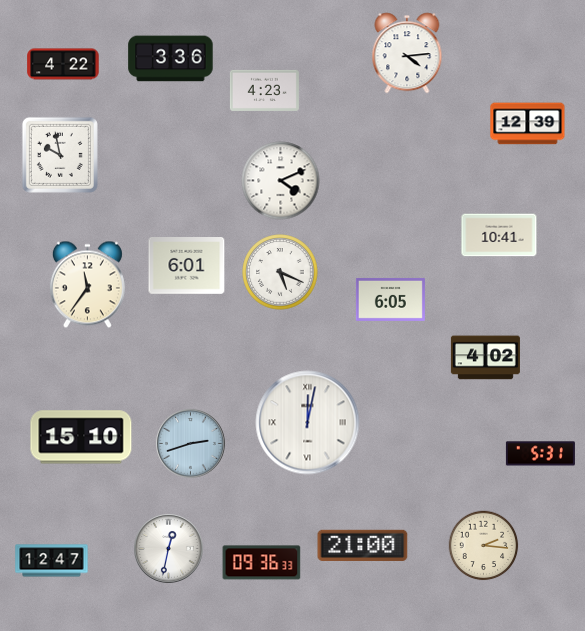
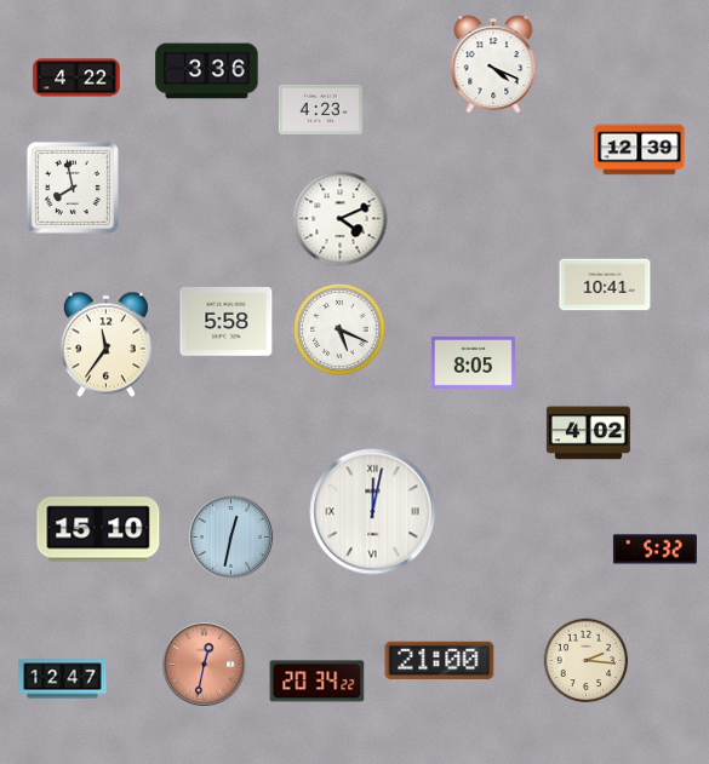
clock at (407, 53): 4:14 -> 4:19
clock at (60, 155): 9:58 -> 7:58
clock at (187, 266): 6:01 -> 5:58
clock at (390, 299): 6:05 -> 8:05
clock at (191, 444): 2:42 -> 12:32
clock at (540, 454): 5:31 -> 5:32
clock at (169, 549) dial: white -> salmon
clock at (262, 563): 09:36 -> 20:34
